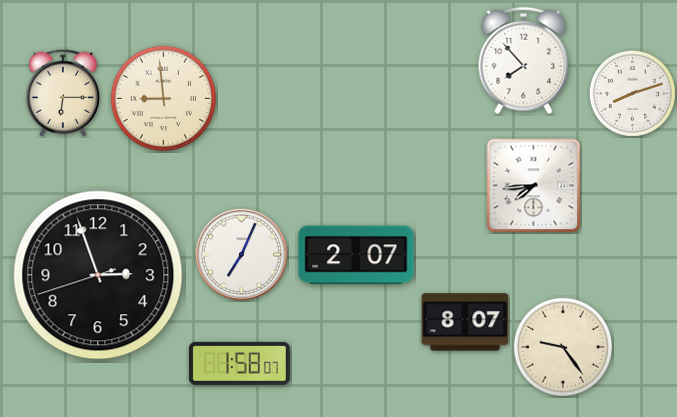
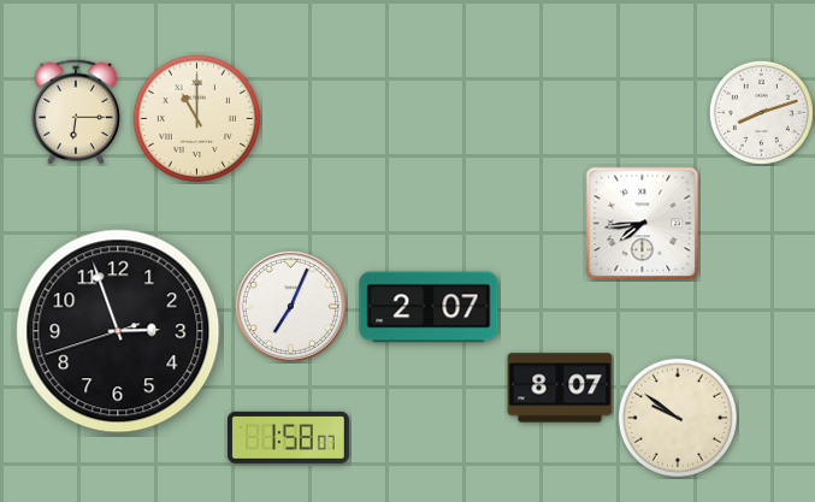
clock at (524, 61): 7:53 -> none
clock at (163, 98): 8:59 -> 11:00
clock at (563, 347): 9:24 -> 9:51
